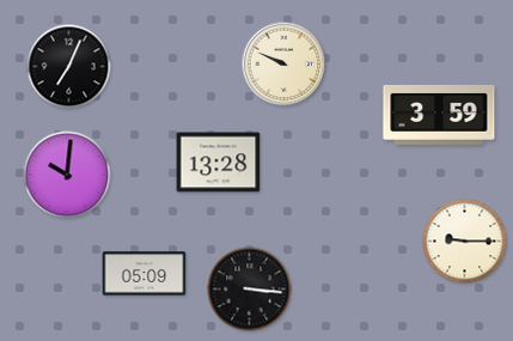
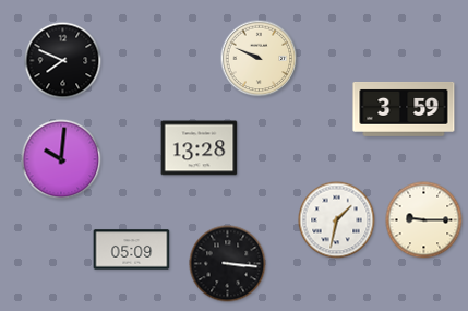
clock at (69, 67): 7:04 -> 7:49
clock at (439, 115) position: (439, 115) -> (404, 109)
clock at (337, 220): none -> 1:32
